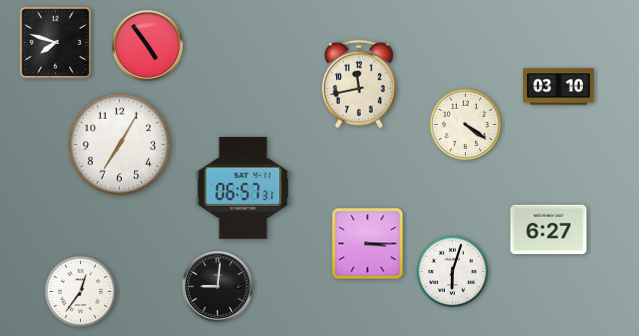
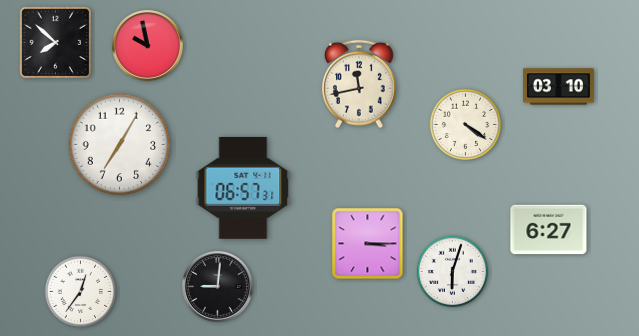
clock at (56, 43): 7:48 -> 7:52
clock at (148, 46): 4:54 -> 9:58
